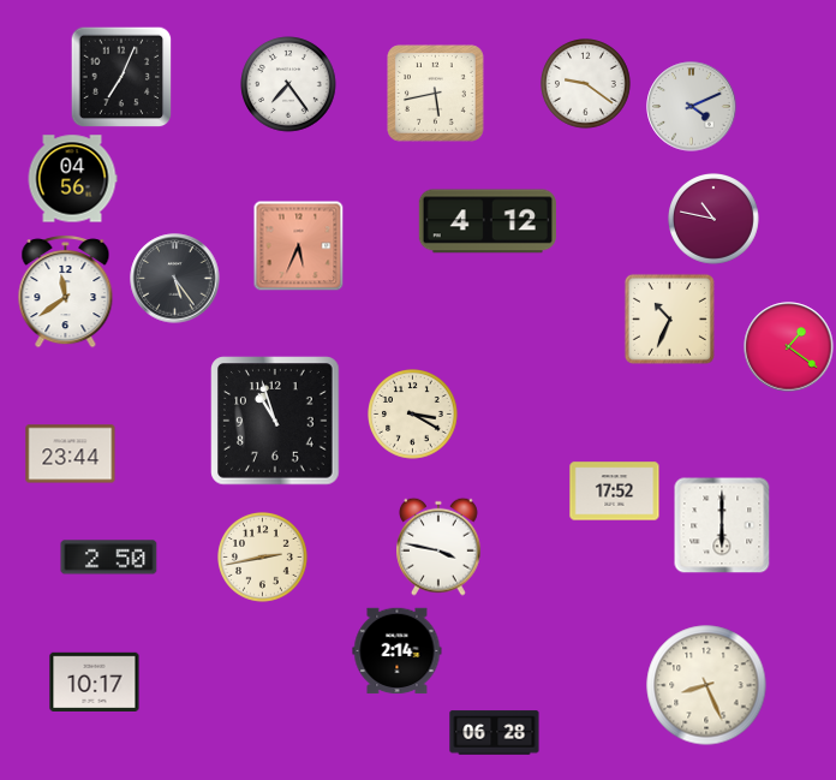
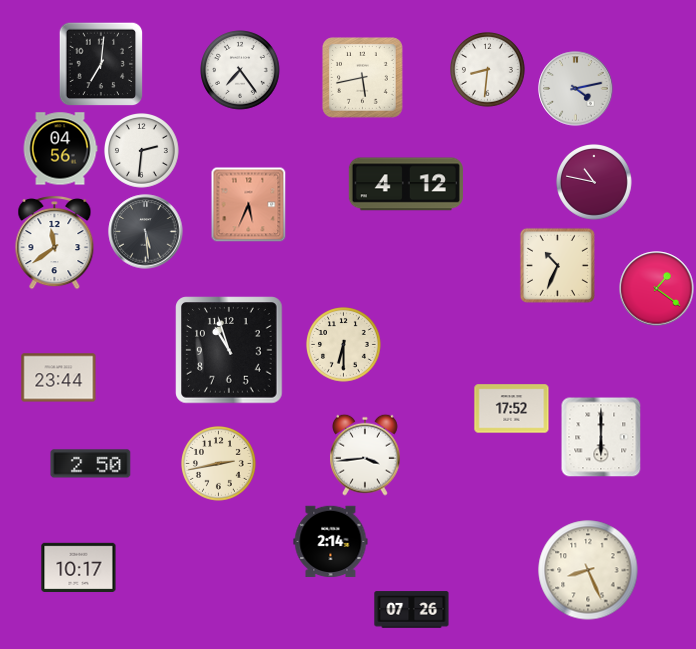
clock at (121, 77): 7:04 -> 7:01
clock at (586, 84): 9:21 -> 8:31
clock at (692, 107): 4:11 -> 4:13
clock at (142, 151): none -> 2:31
clock at (175, 279): 5:24 -> 5:29
clock at (413, 415): 3:20 -> 6:30
clock at (440, 547): 3:47 -> 3:44
clock at (495, 733): 06:28 -> 07:26
